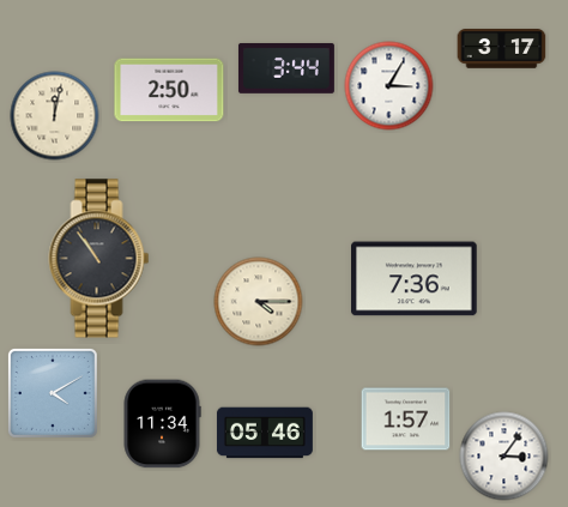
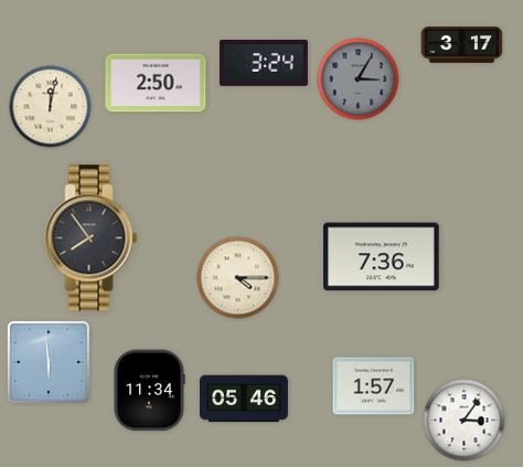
clock at (286, 68): 3:44 -> 3:24
clock at (389, 86) dial: white -> grey
clock at (99, 259): 10:54 -> 7:54
clock at (53, 393): 4:10 -> 5:59
